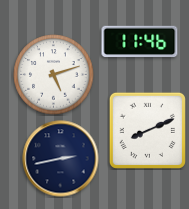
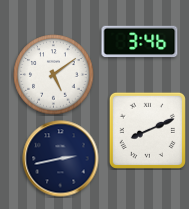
clock at (140, 42): 11:46 -> 3:46
clock at (54, 75): 5:12 -> 5:09
